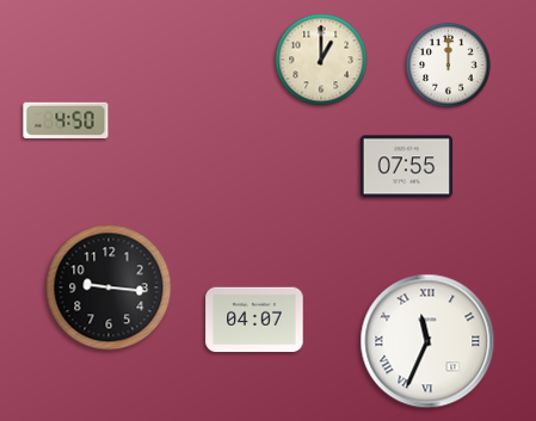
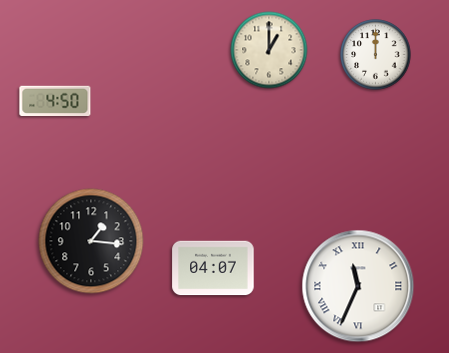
clock at (407, 167): 07:55 -> none
clock at (109, 287): 9:16 -> 1:16
